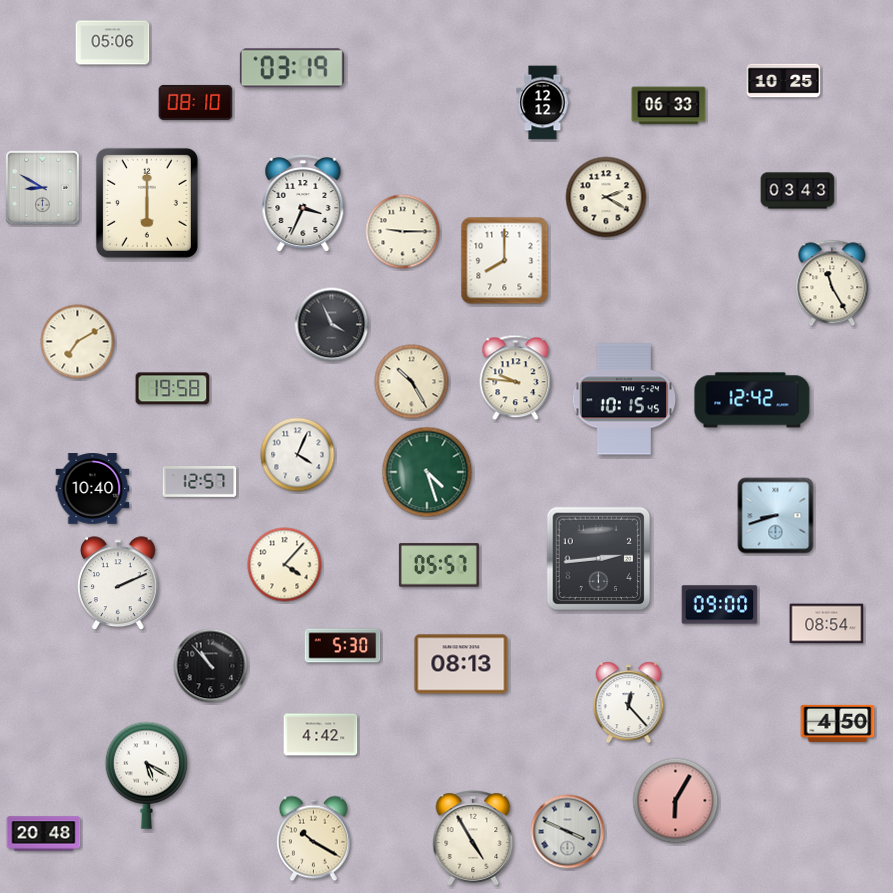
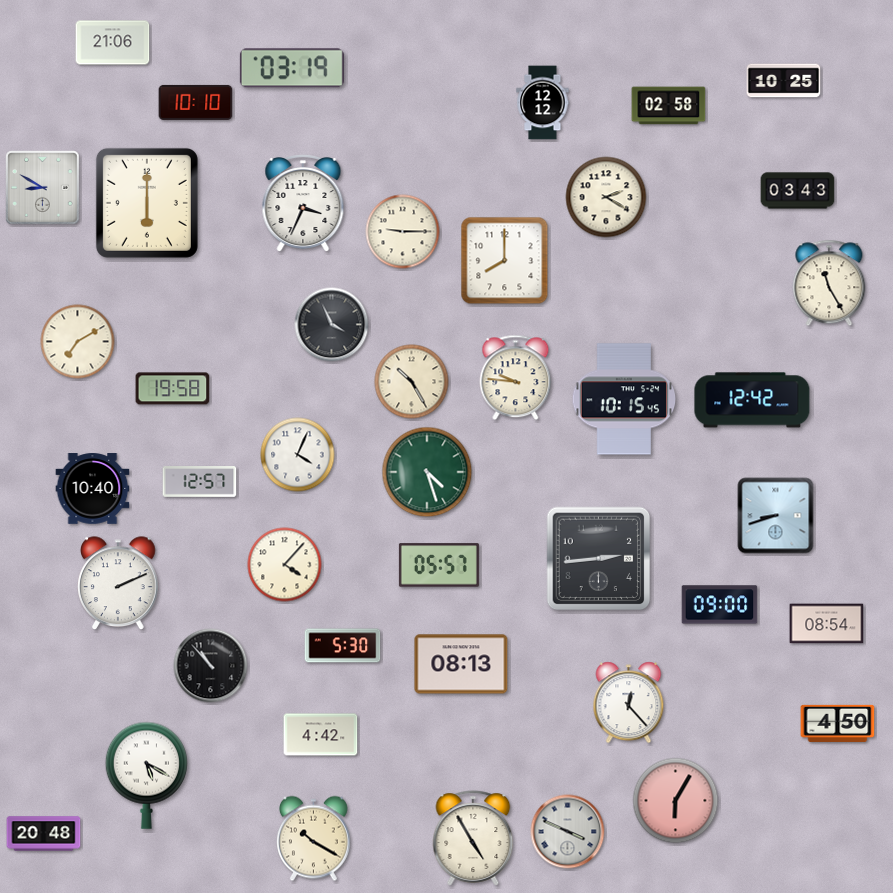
clock at (113, 43): 05:06 -> 21:06
clock at (196, 102): 08:10 -> 10:10
clock at (669, 106): 06:33 -> 02:58
clock at (832, 283) position: (832, 283) -> (829, 283)
